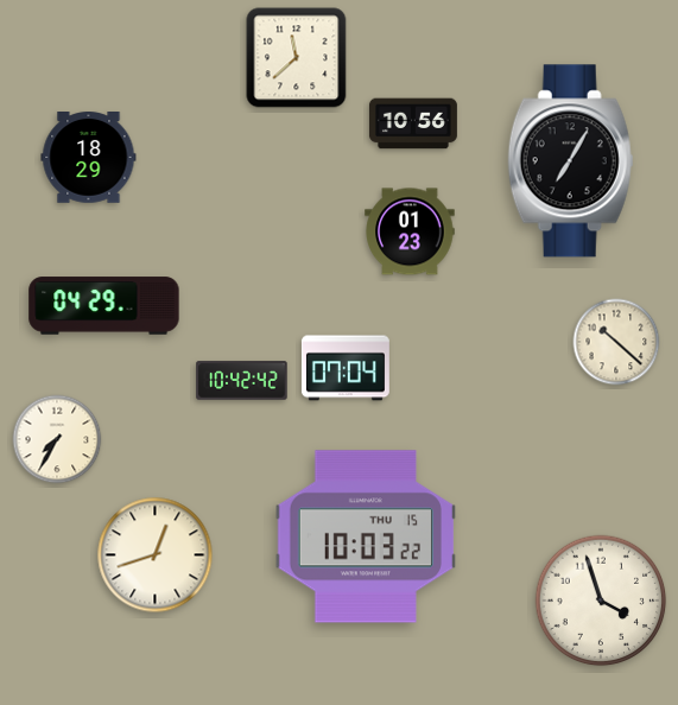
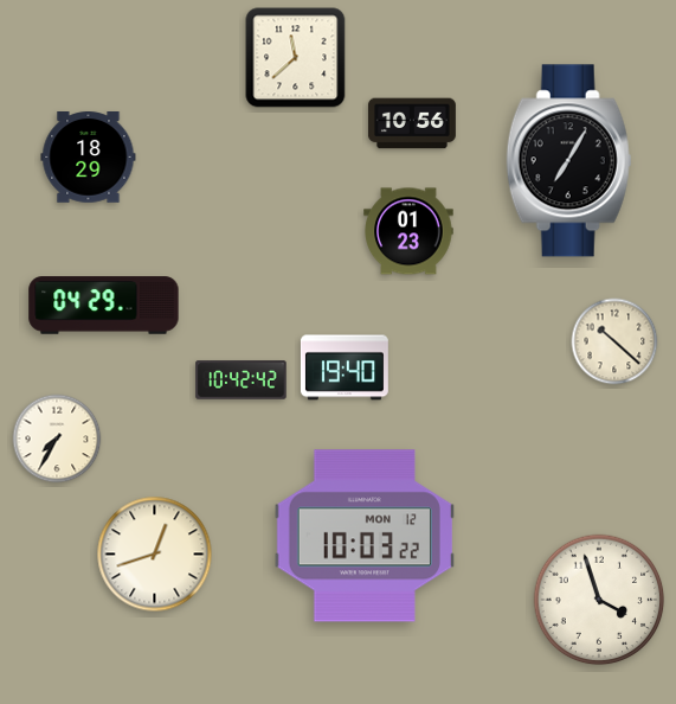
clock at (346, 368): 07:04 -> 19:40
clock at (365, 536) date: THU 15 -> MON 12
